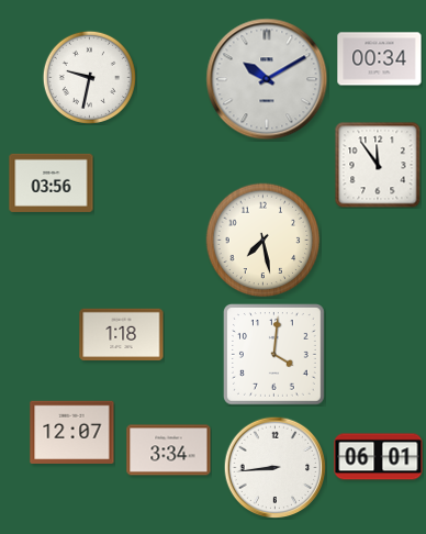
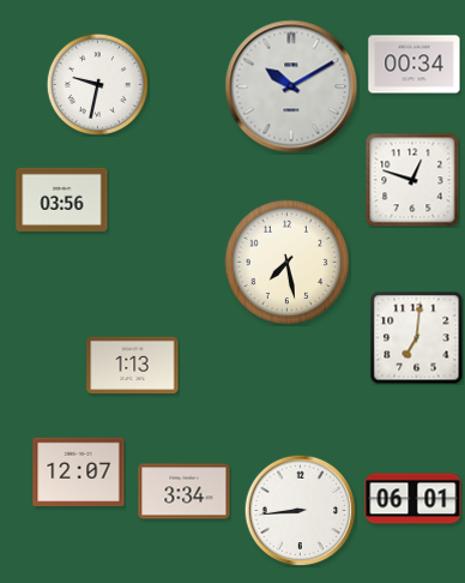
clock at (378, 165): 11:54 -> 12:48
clock at (52, 182) position: (52, 182) -> (62, 199)
clock at (416, 337): none -> 7:01
clock at (122, 335): 1:18 -> 1:13
clock at (274, 355): 4:01 -> none
